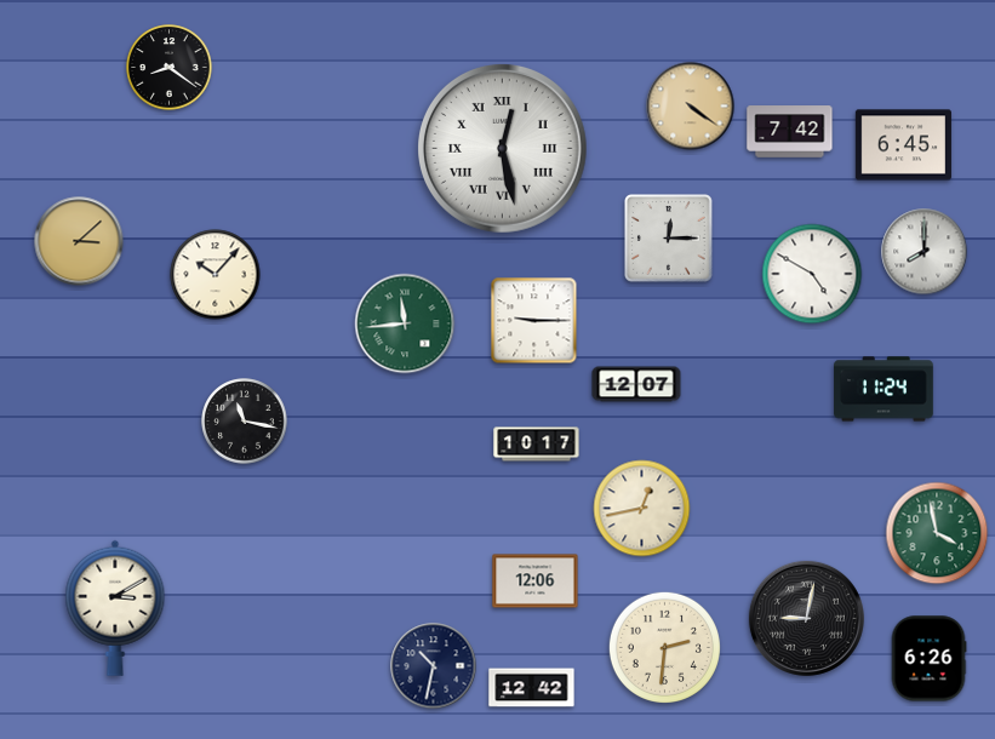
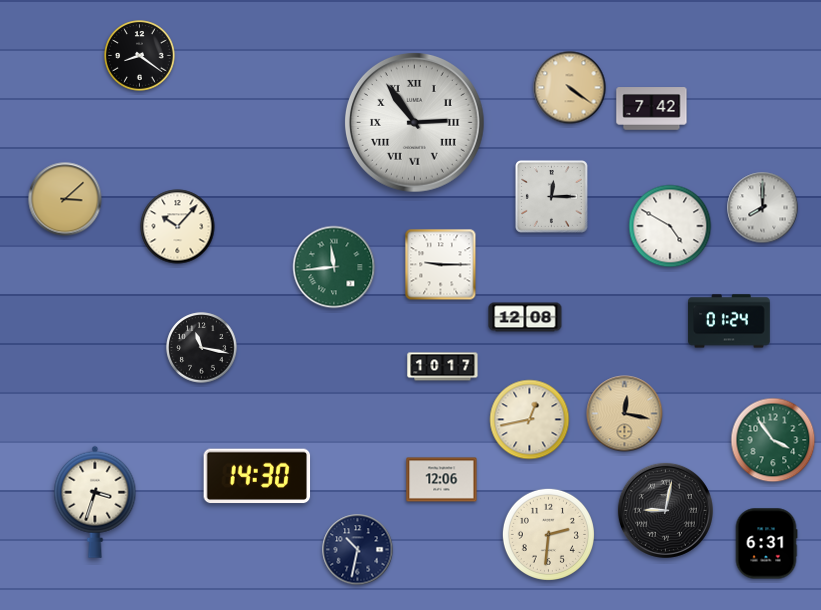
clock at (903, 145): 6:45 -> none
clock at (503, 149): 12:28 -> 2:54
clock at (636, 384): 12:07 -> 12:08
clock at (884, 389): 11:24 -> 01:24
clock at (625, 414): none -> 12:17
clock at (937, 533): 3:58 -> 3:54
clock at (257, 476): none -> 14:30
clock at (115, 608): 3:10 -> 3:33
clock at (928, 659): 6:26 -> 6:31
clock at (532, 688): 12:42 -> none
